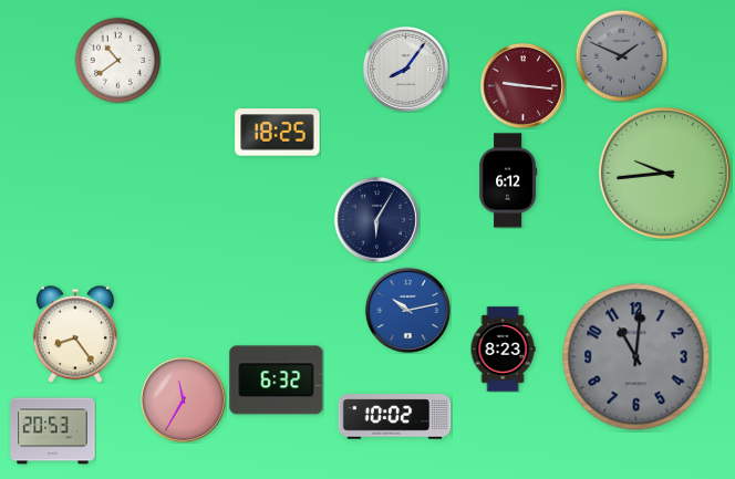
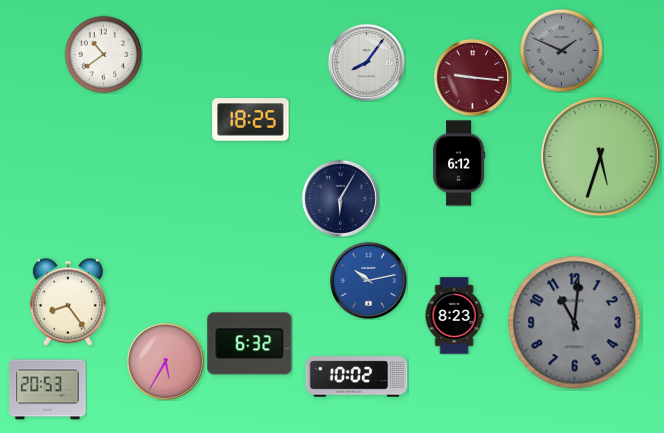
clock at (117, 60) position: (117, 60) -> (103, 54)
clock at (665, 174): 9:44 -> 5:33
clock at (183, 399): 11:35 -> 5:35
